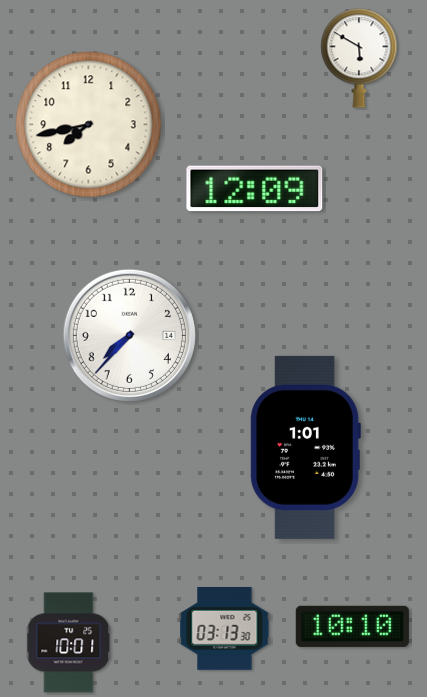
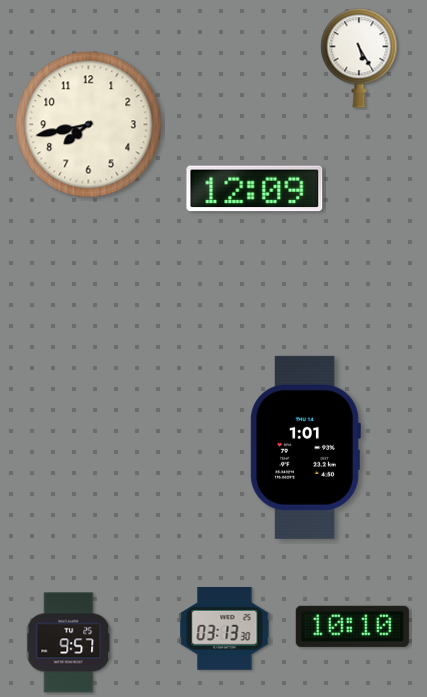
clock at (359, 58): 5:50 -> 5:25
clock at (129, 335): 7:37 -> none
clock at (69, 643): 10:01 -> 9:57
